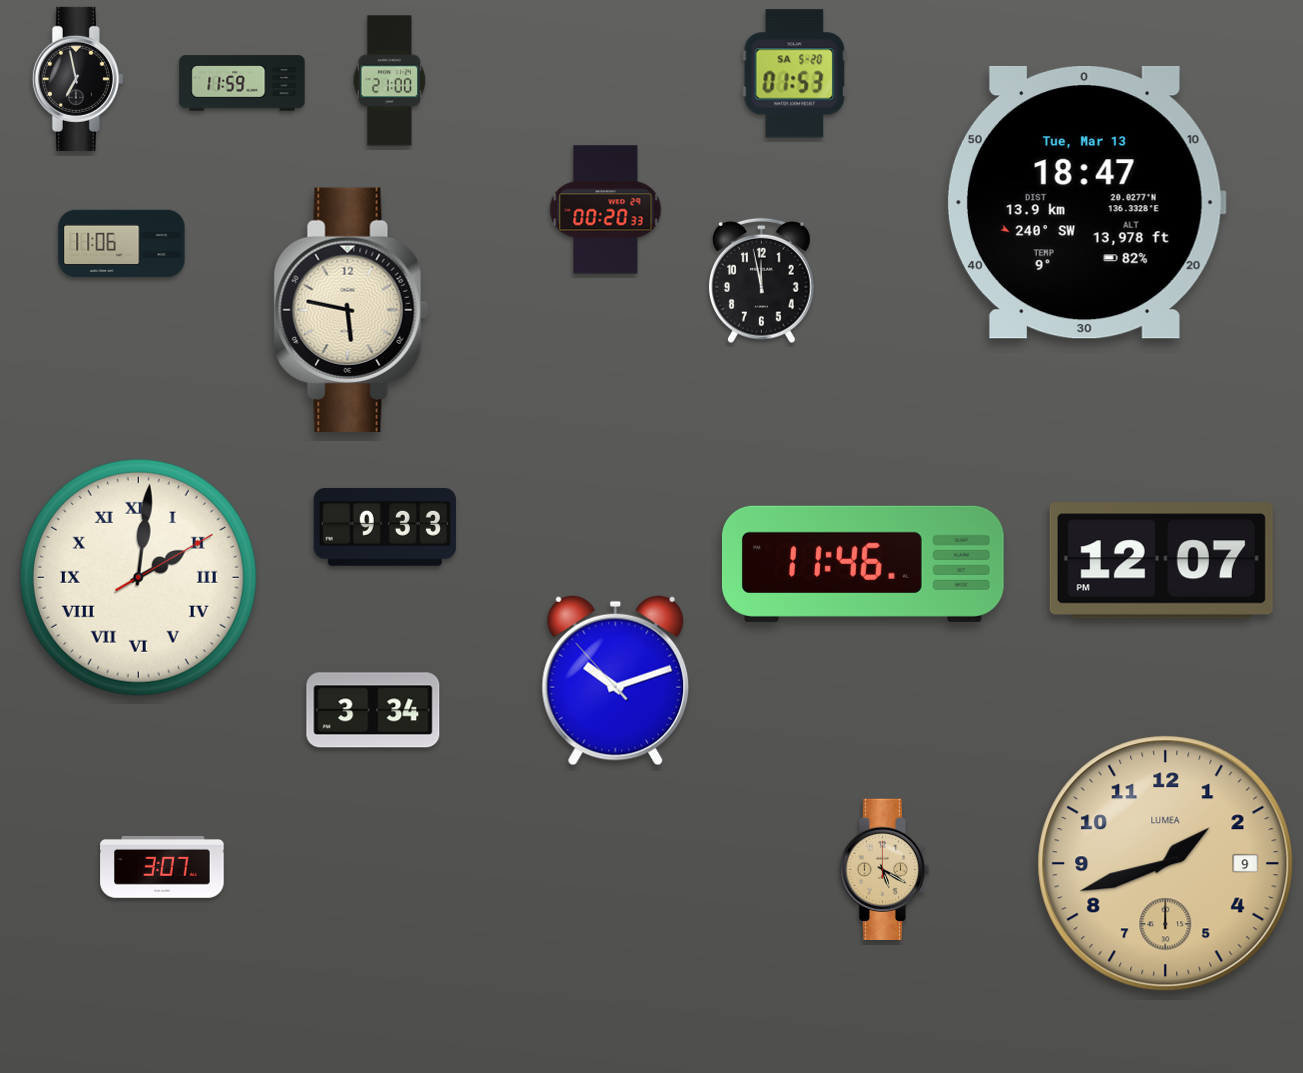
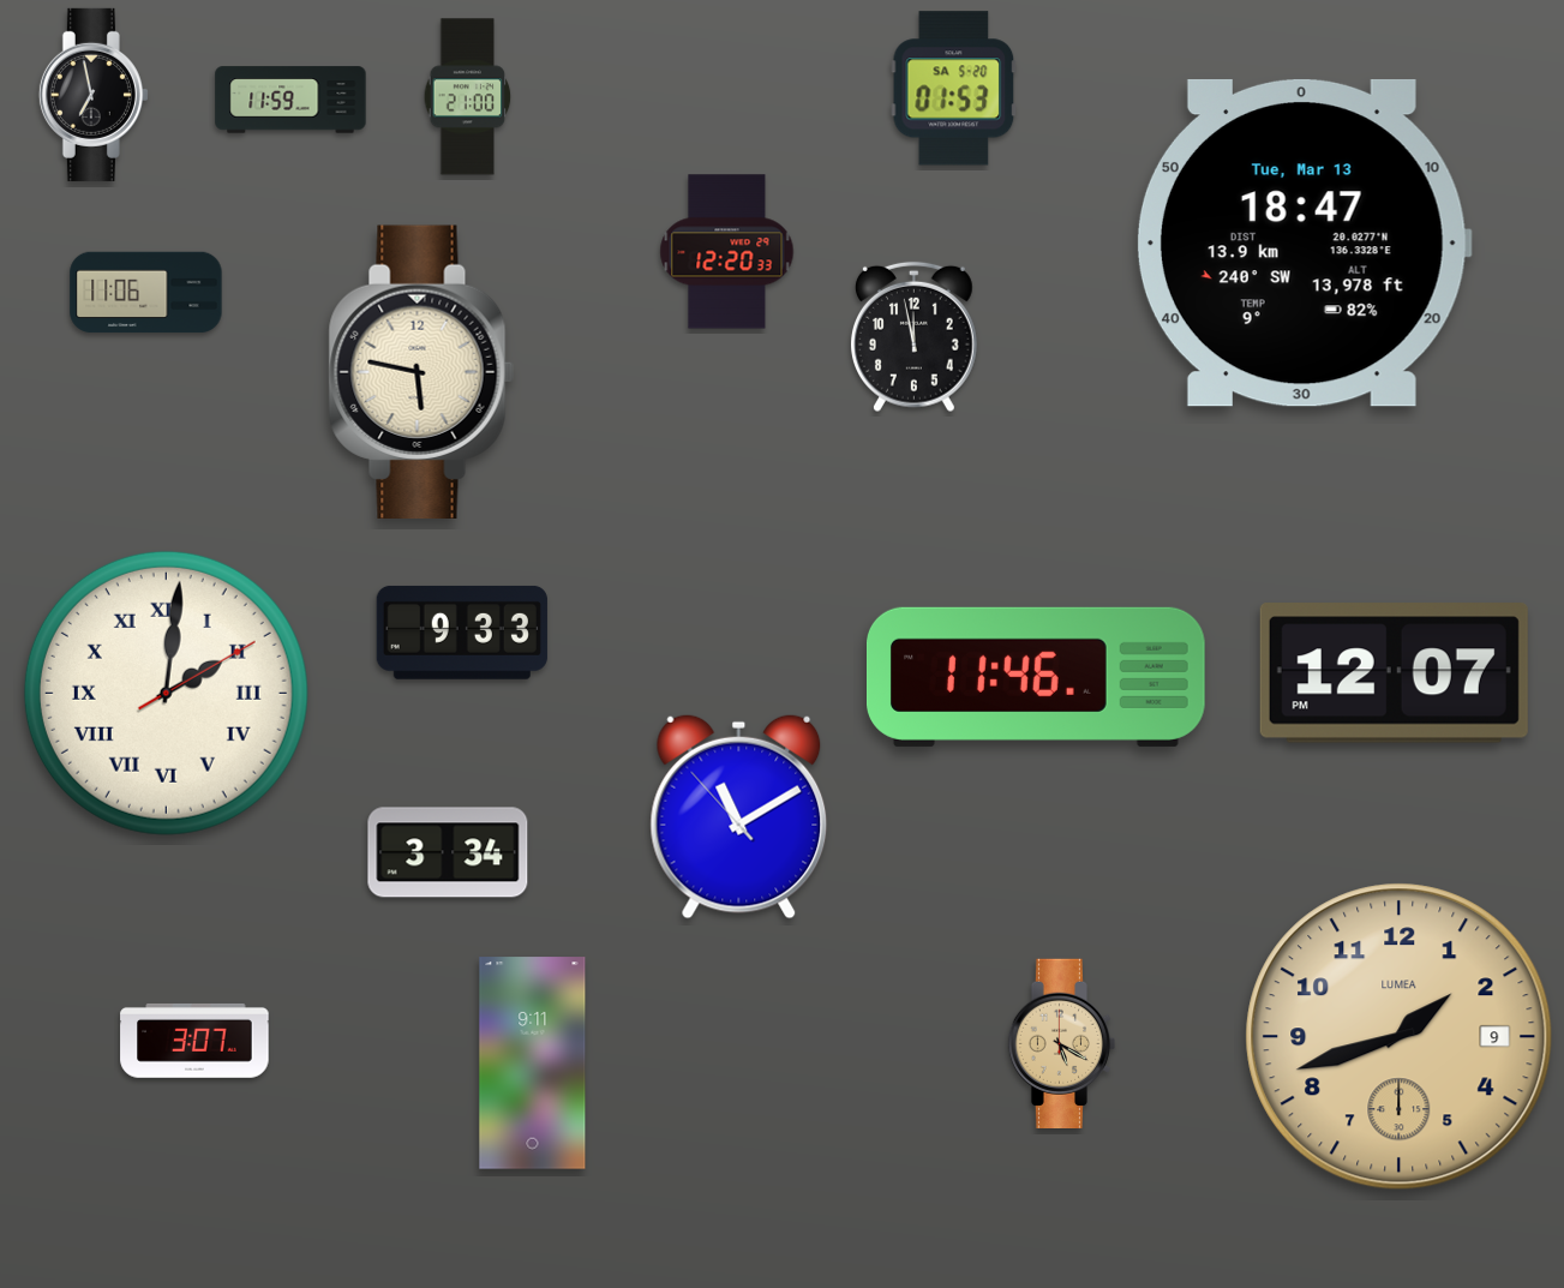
clock at (606, 210): 00:20 -> 12:20
clock at (616, 680): 10:11 -> 11:09
clock at (533, 1064): none -> 9:11
